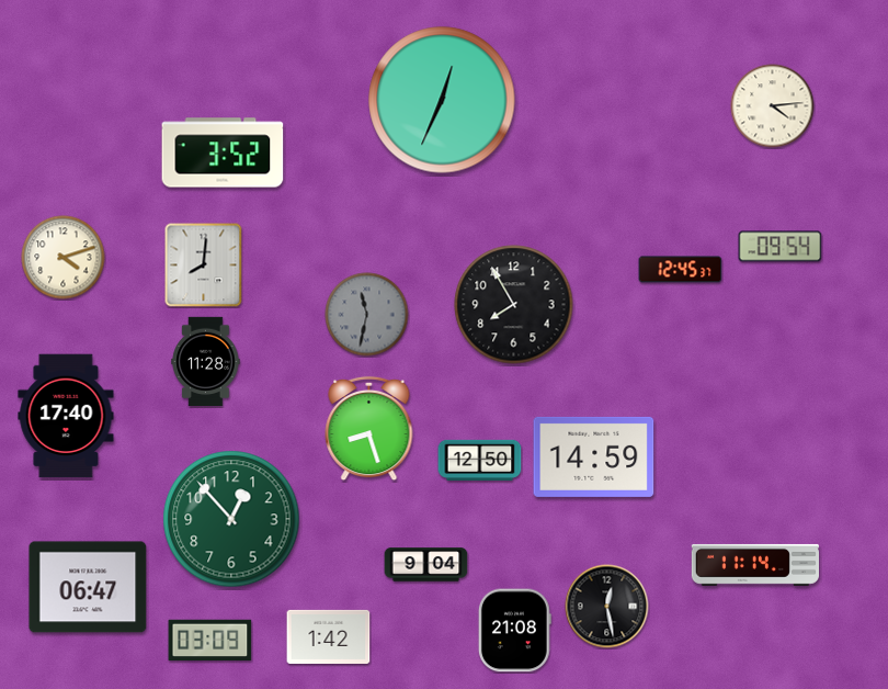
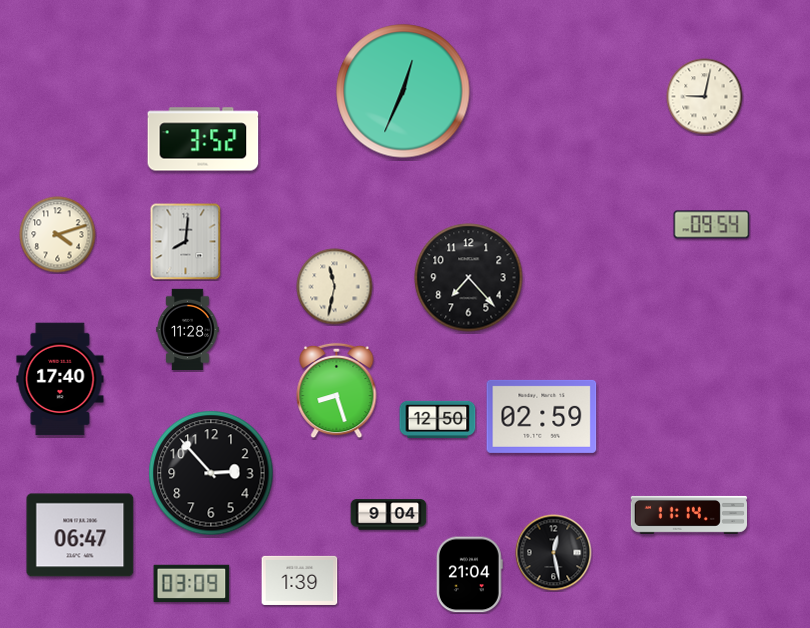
clock at (773, 106): 4:14 -> 9:02
clock at (681, 270): 12:45 -> none
clock at (514, 305): 7:55 -> 7:23
clock at (367, 315) dial: grey -> cream
clock at (594, 456): 14:59 -> 02:59
clock at (231, 519): 12:53 -> 2:53
clock at (231, 519) dial: green -> black
clock at (514, 631): 21:08 -> 21:04
clock at (329, 636): 1:42 -> 1:39
